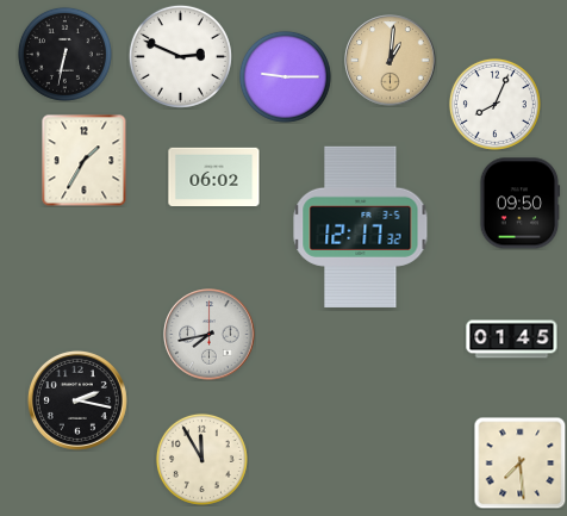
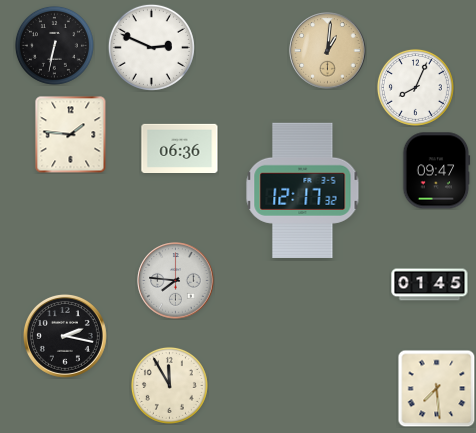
clock at (285, 76): 9:15 -> none
clock at (85, 160): 1:35 -> 1:46
clock at (214, 176): 06:02 -> 06:36
clock at (521, 204): 09:50 -> 09:47
clock at (210, 335): 7:43 -> 7:46
